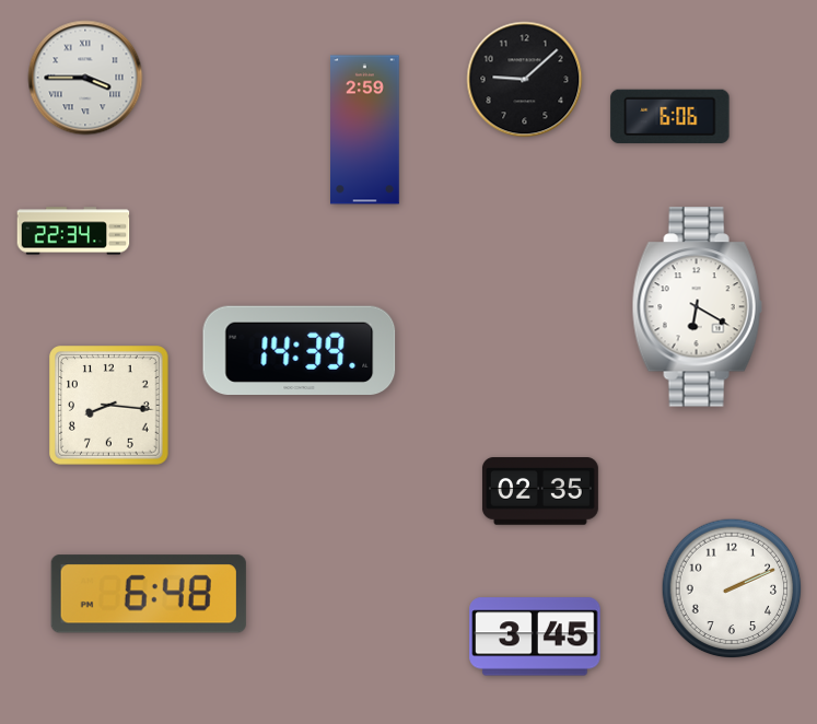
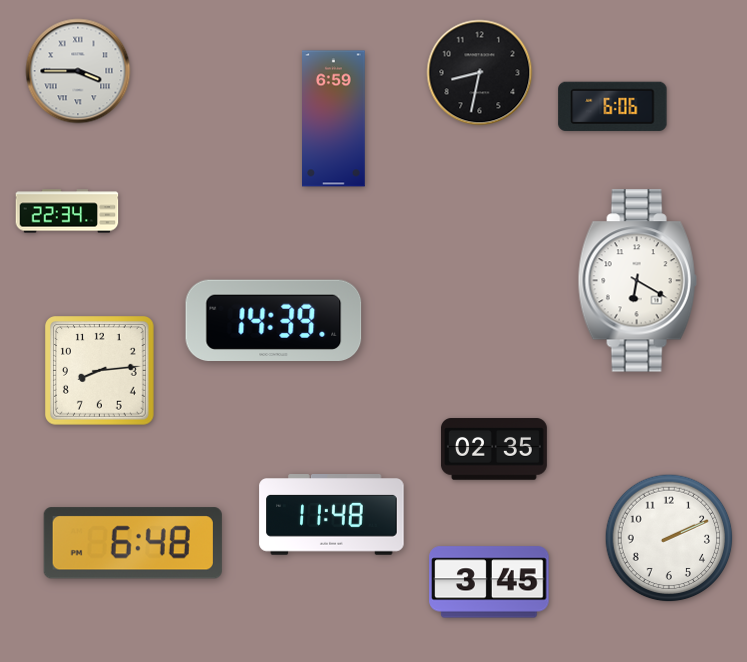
clock at (525, 80): 9:08 -> 8:32
clock at (365, 130): 2:59 -> 6:59
clock at (109, 406): 8:16 -> 8:14
clock at (332, 515): none -> 11:48
clock at (149, 594) position: (149, 594) -> (133, 543)
